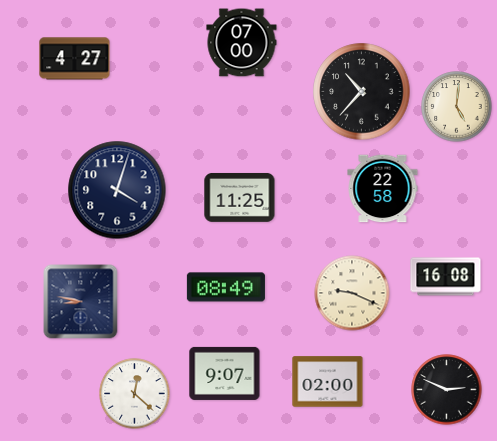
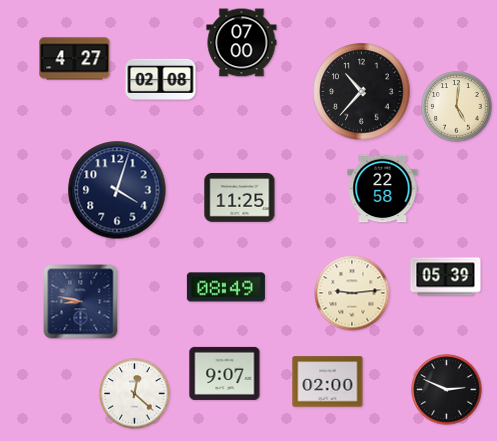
clock at (161, 79): none -> 02:08
clock at (446, 277): 16:08 -> 05:39
clock at (352, 293): 9:19 -> 9:14
